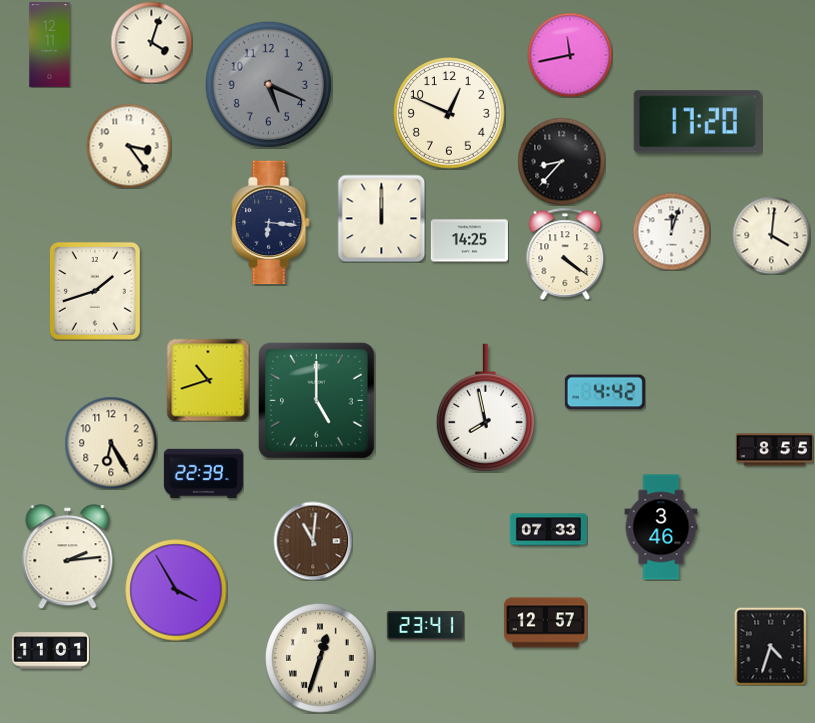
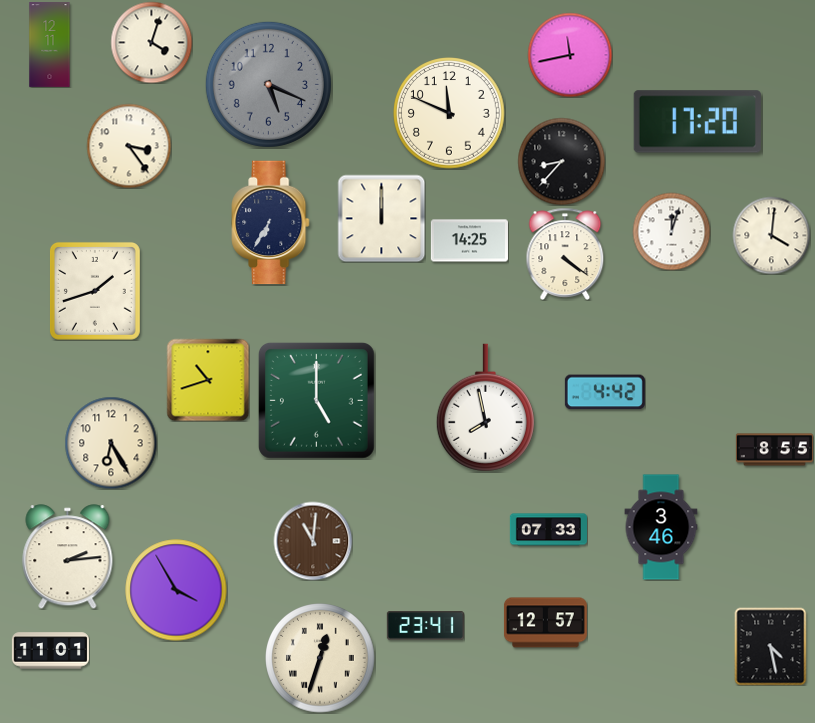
clock at (450, 114): 12:49 -> 11:49
clock at (271, 223): 6:16 -> 6:35
clock at (203, 473): 22:39 -> none
clock at (771, 646): 4:33 -> 4:28
